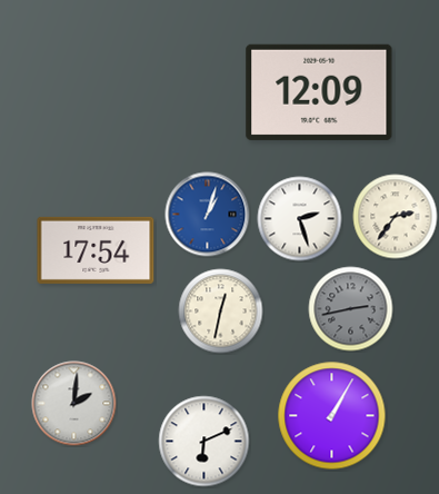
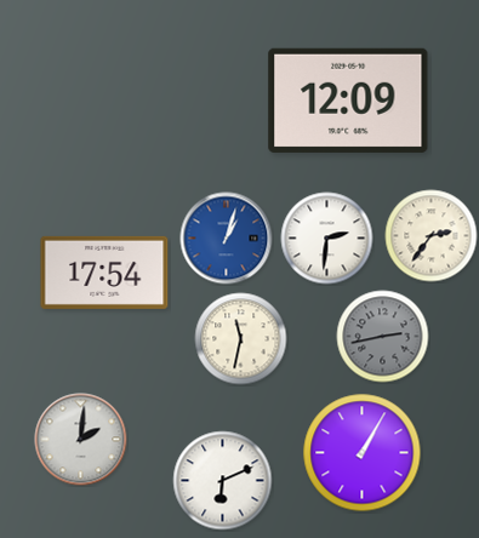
clock at (208, 215) position: (208, 215) -> (227, 239)
clock at (300, 219): 2:27 -> 2:31
clock at (221, 312): 12:32 -> 11:32
